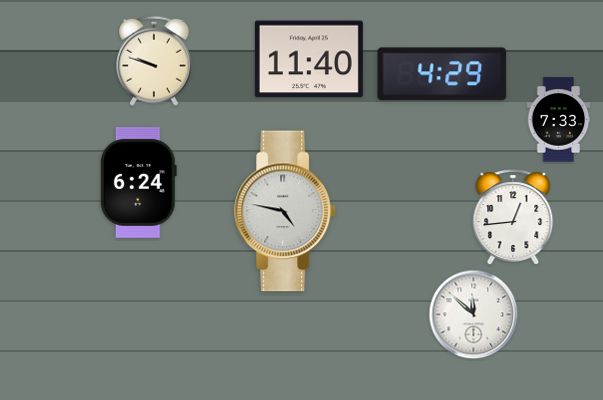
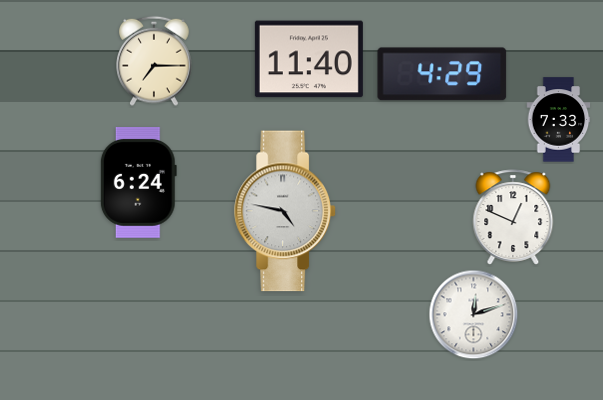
clock at (154, 61): 9:48 -> 7:15
clock at (513, 217): 12:44 -> 12:49
clock at (474, 315): 11:52 -> 12:12
